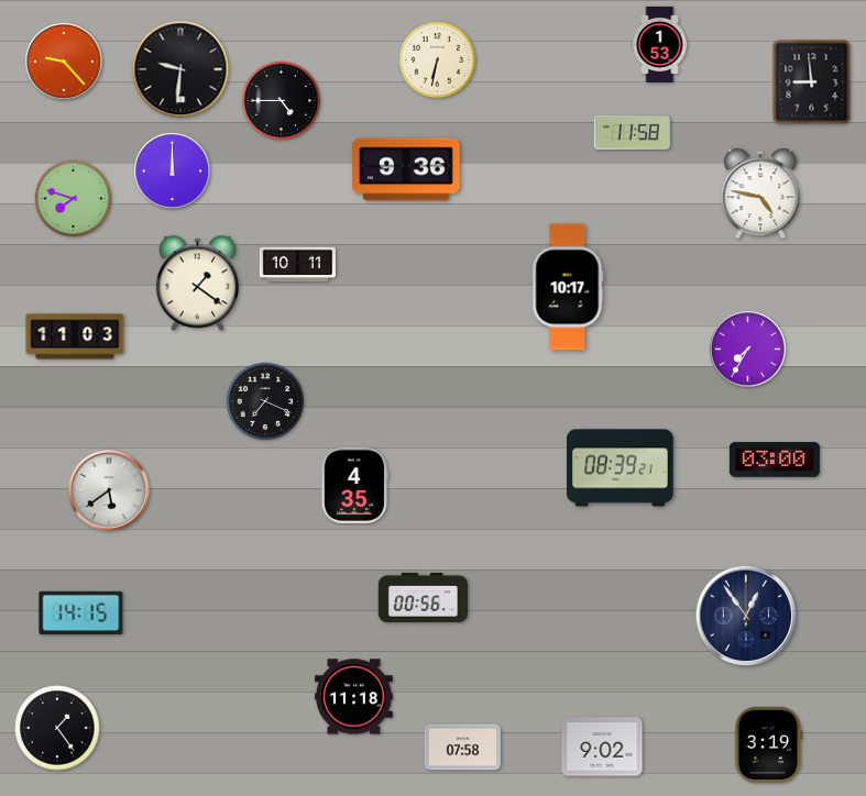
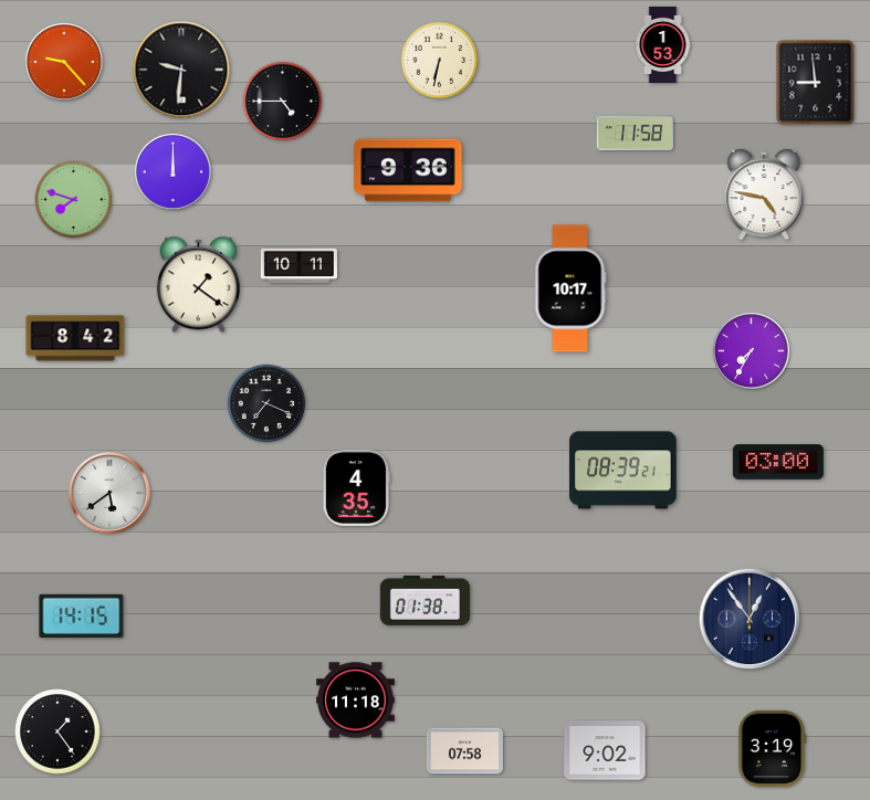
clock at (75, 336): 11:03 -> 8:42
clock at (424, 597): 00:56 -> 01:38
